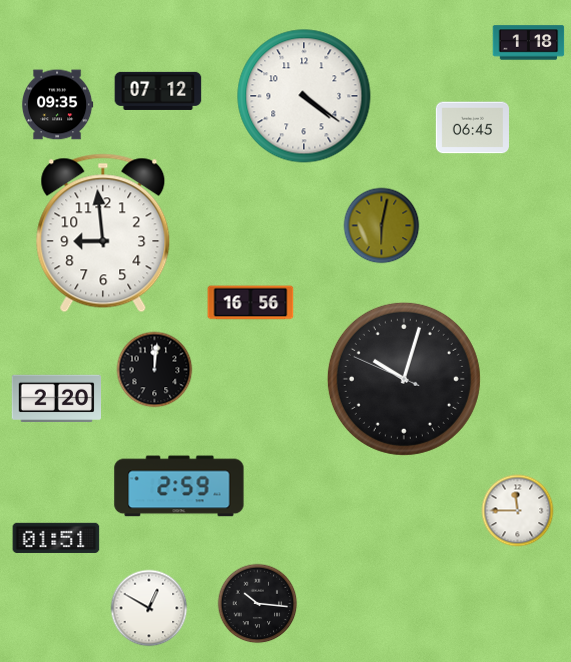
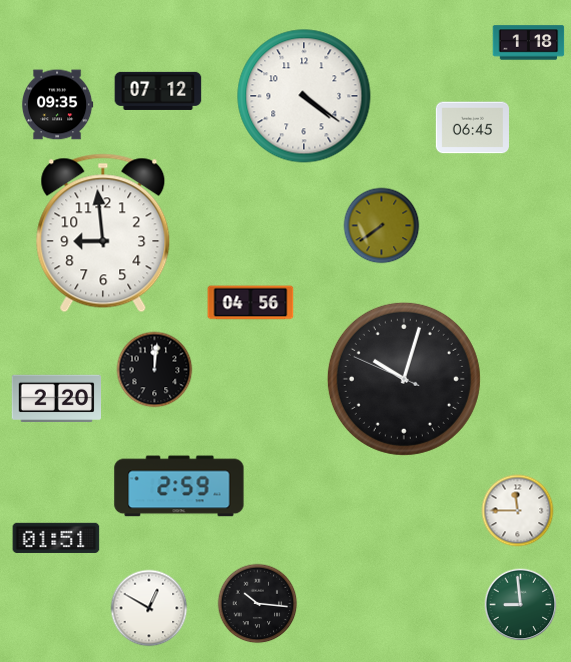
clock at (382, 226): 6:02 -> 7:39
clock at (251, 303): 16:56 -> 04:56
clock at (521, 605): none -> 8:59
